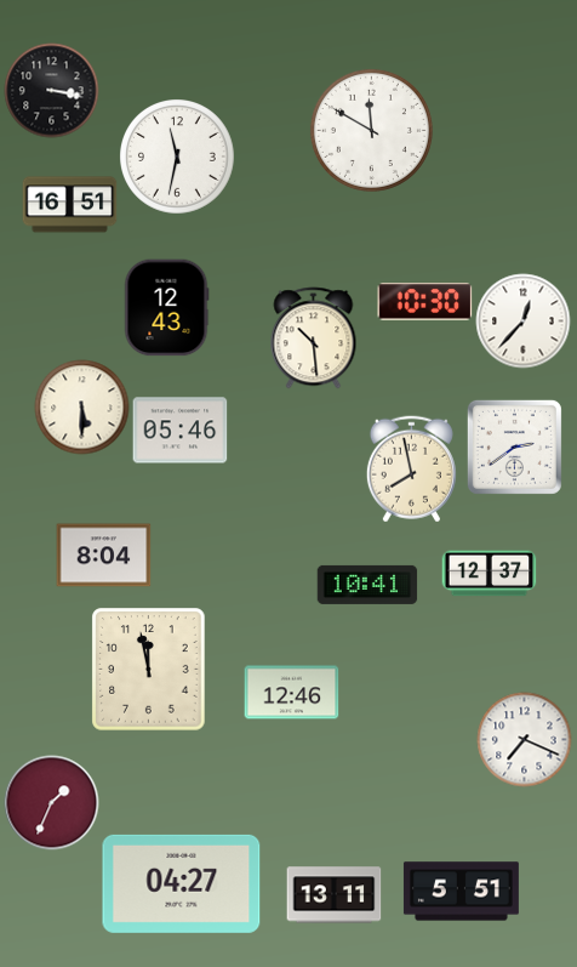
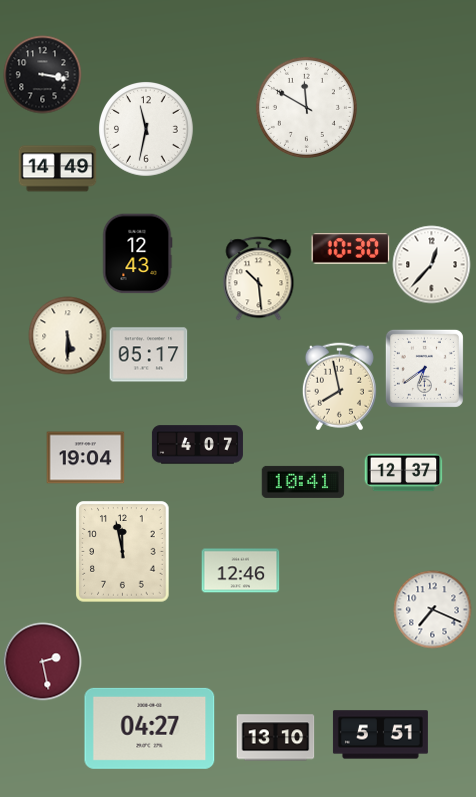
clock at (69, 205): 16:51 -> 14:49
clock at (179, 431): 05:46 -> 05:17
clock at (514, 446): 2:39 -> 6:39
clock at (197, 445): none -> 4:07
clock at (103, 556): 8:04 -> 19:04
clock at (51, 802): 1:34 -> 2:28
clock at (333, 895): 13:11 -> 13:10
